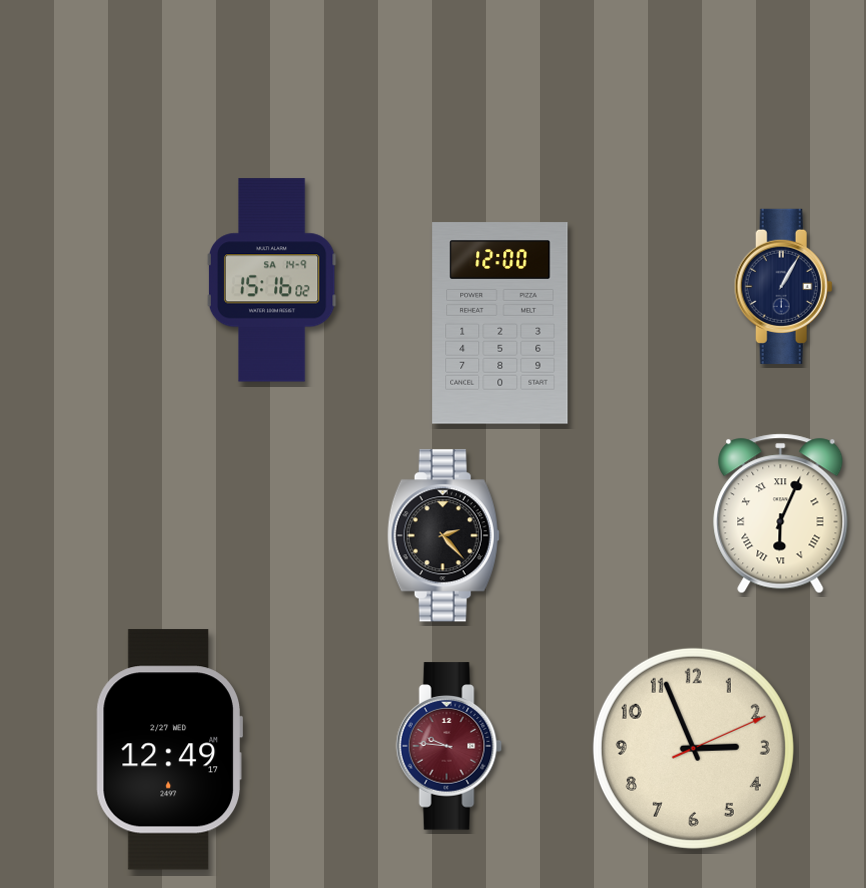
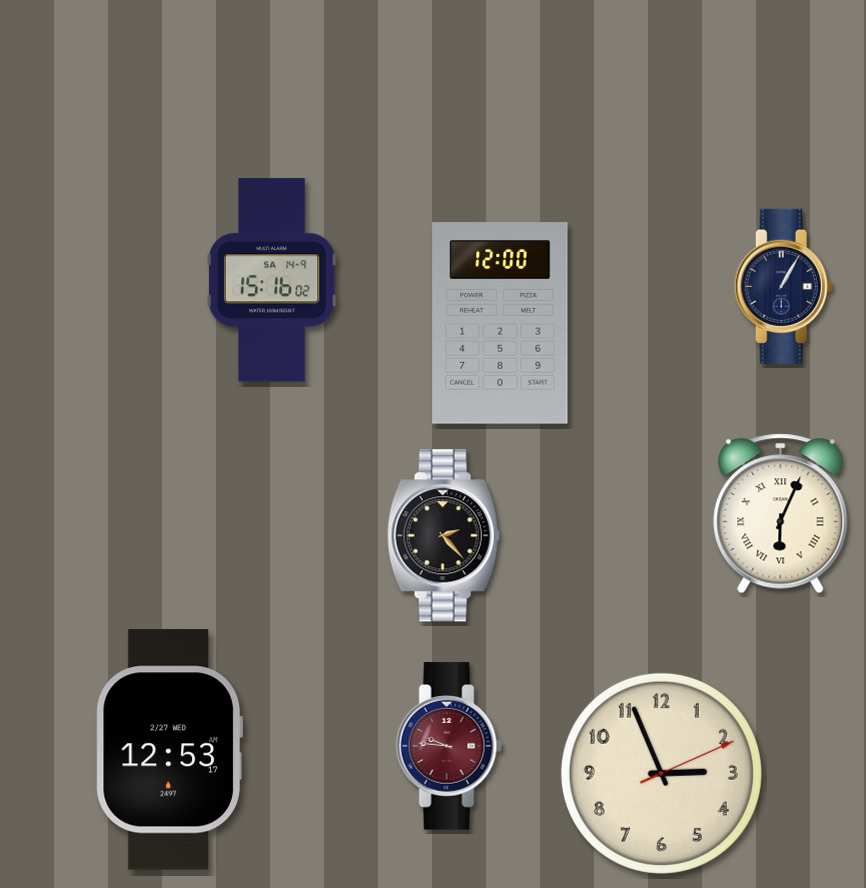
clock at (693, 748) position: (693, 748) -> (661, 773)
clock at (169, 750): 12:49 -> 12:53
